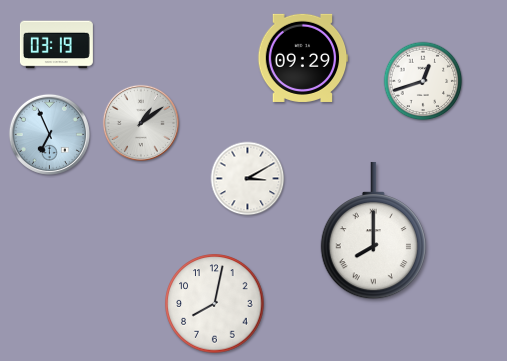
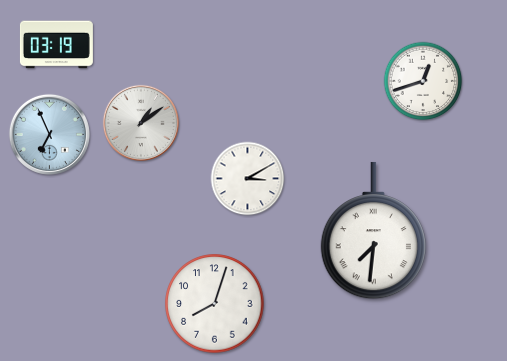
clock at (303, 58): 09:29 -> none
clock at (373, 231): 8:00 -> 7:31
clock at (215, 304): 8:02 -> 8:03
